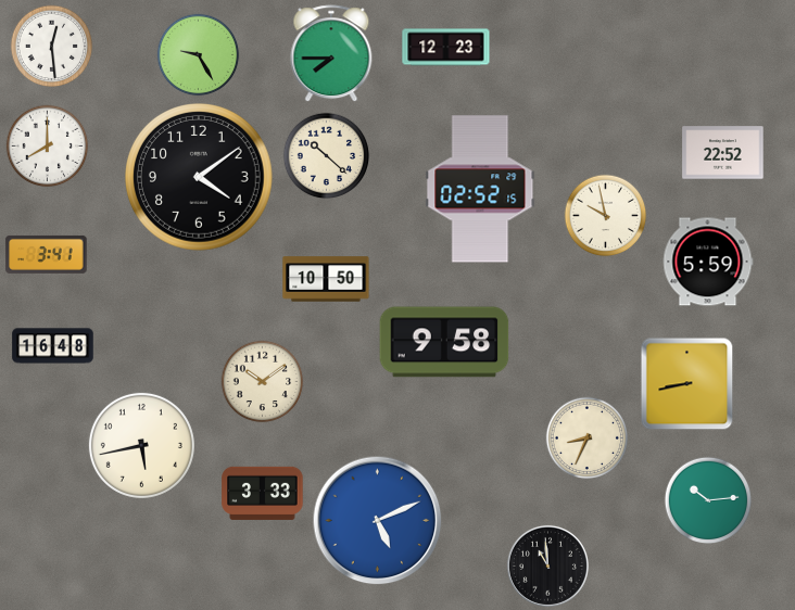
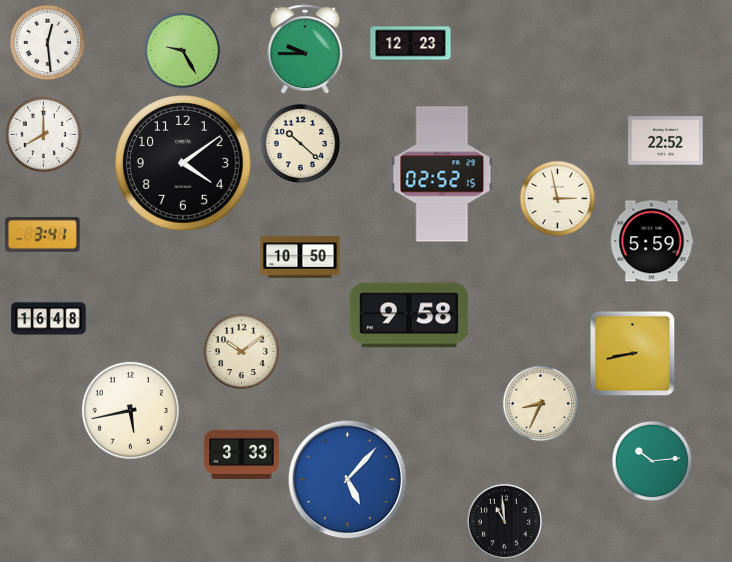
clock at (331, 54): 7:45 -> 9:45
clock at (606, 216): 9:58 -> 2:58
clock at (378, 521): 5:11 -> 5:07
